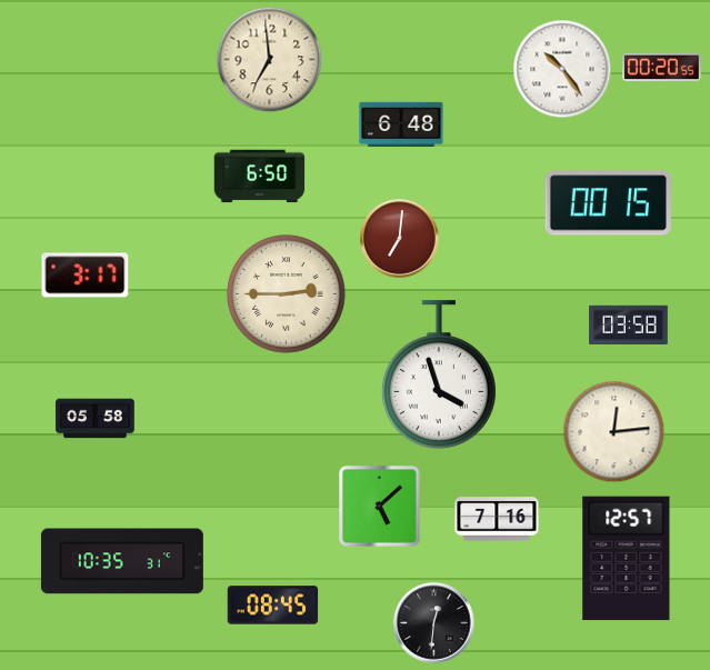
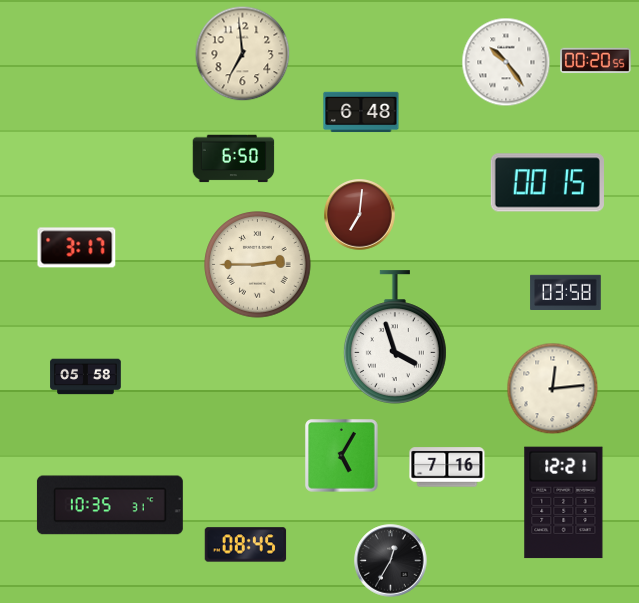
clock at (380, 507): 5:08 -> 5:05
clock at (627, 559): 12:57 -> 12:21
clock at (434, 623): 12:31 -> 12:35
